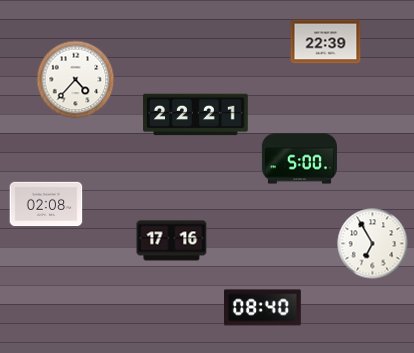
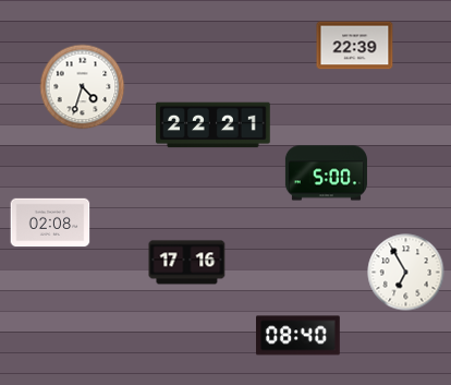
clock at (76, 80): 4:37 -> 4:33
clock at (373, 244) position: (373, 244) -> (406, 273)
clock at (263, 308) position: (263, 308) -> (298, 336)
